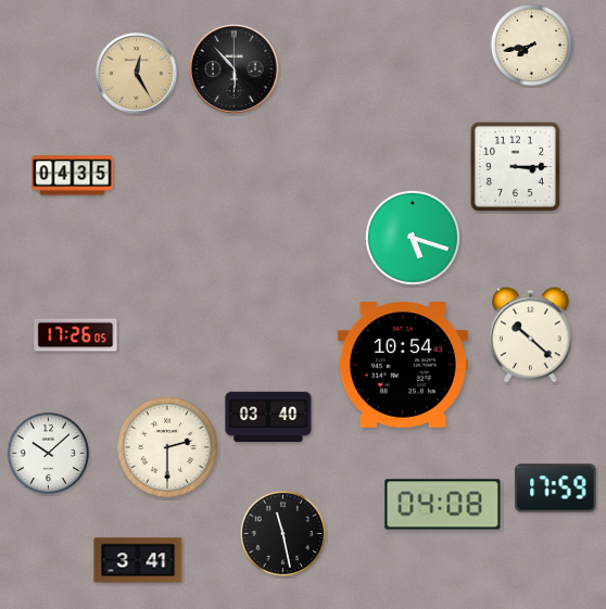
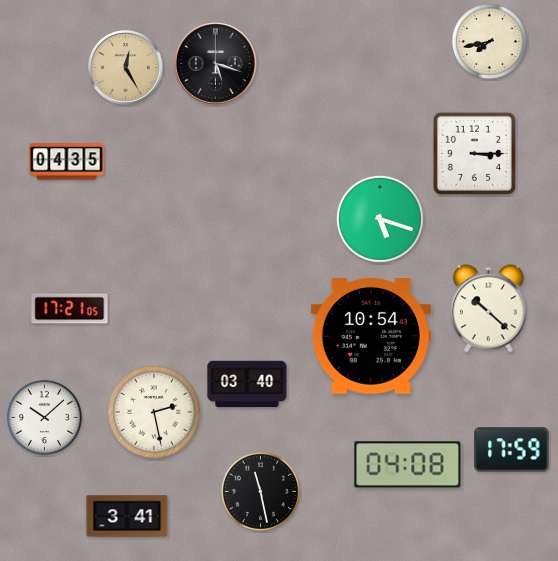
clock at (235, 69): 5:53 -> 5:18
clock at (76, 335): 17:26 -> 17:21
clock at (167, 447): 2:30 -> 2:28
